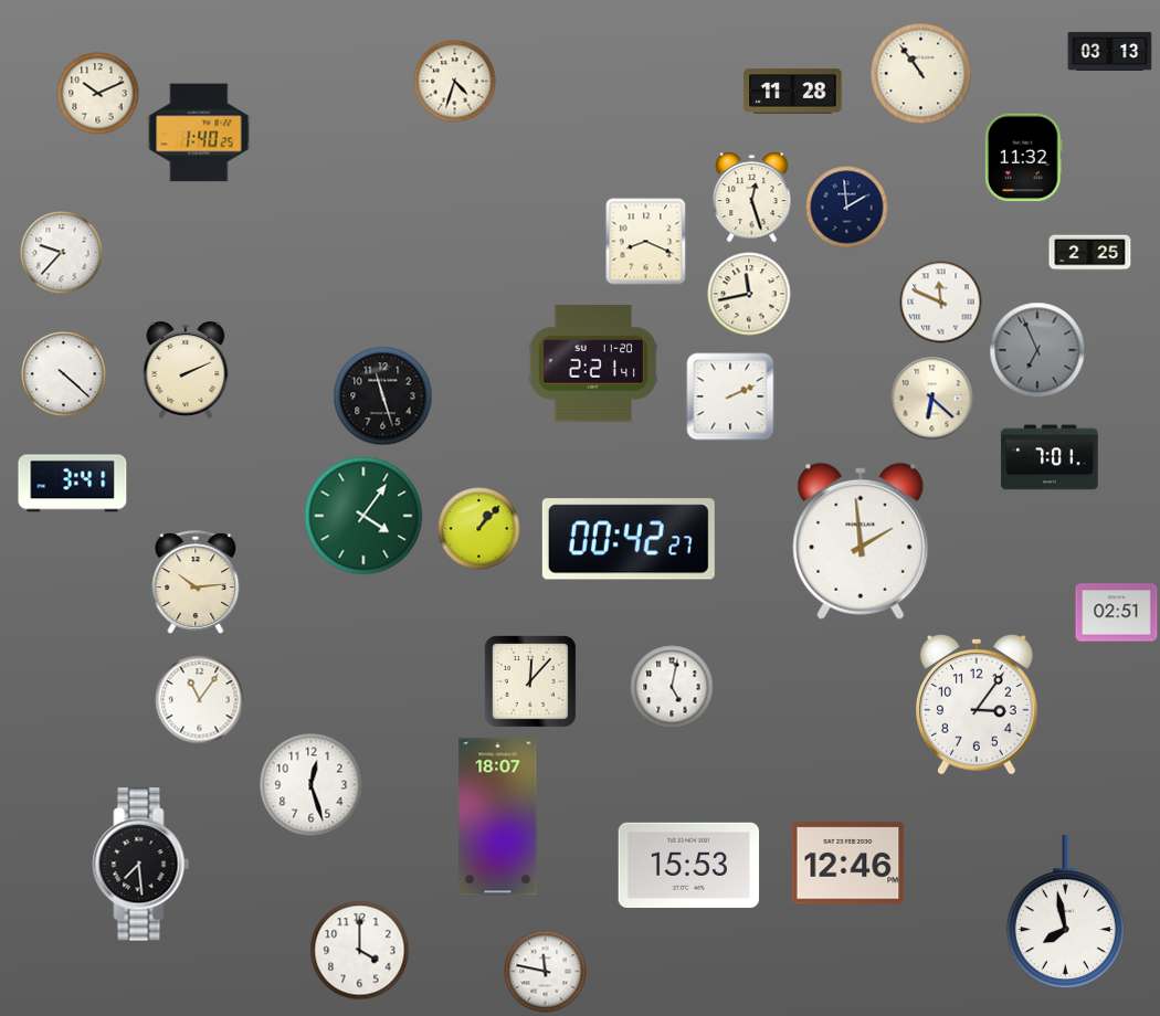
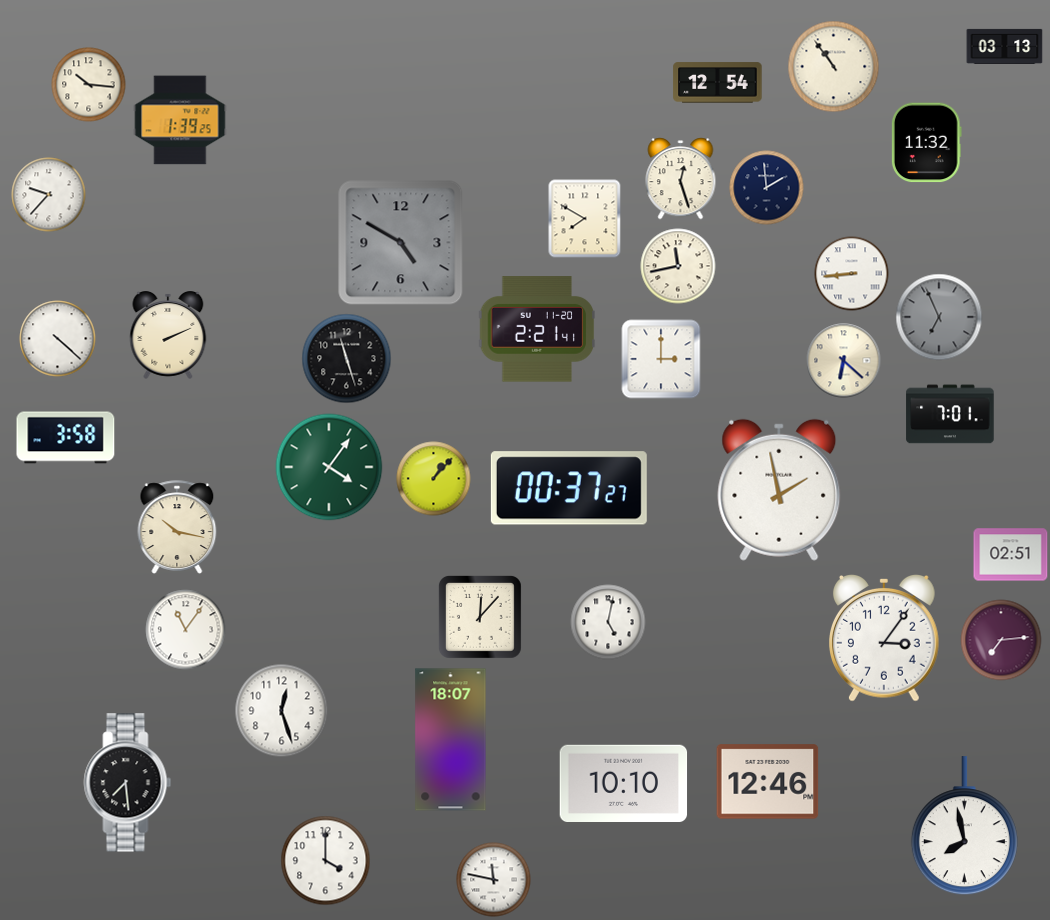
clock at (455, 82): 4:33 -> none
clock at (793, 92): 11:28 -> 12:54
clock at (98, 94): 10:11 -> 10:16
clock at (199, 133): 1:40 -> 1:39
clock at (646, 242): 8:19 -> 7:50
clock at (62, 253) position: (62, 253) -> (49, 195)
clock at (1090, 253): 2:25 -> none
clock at (401, 243): none -> 4:50
clock at (941, 303): 11:49 -> 8:44
clock at (730, 396): 2:11 -> 3:00
clock at (73, 484): 3:41 -> 3:58
clock at (629, 539): 00:42 -> 00:37
clock at (861, 541): 1:59 -> 1:58
clock at (196, 582): 10:14 -> 10:17
clock at (200, 700) position: (200, 700) -> (186, 630)
clock at (1001, 640): none -> 7:14
clock at (689, 865): 15:53 -> 10:10
